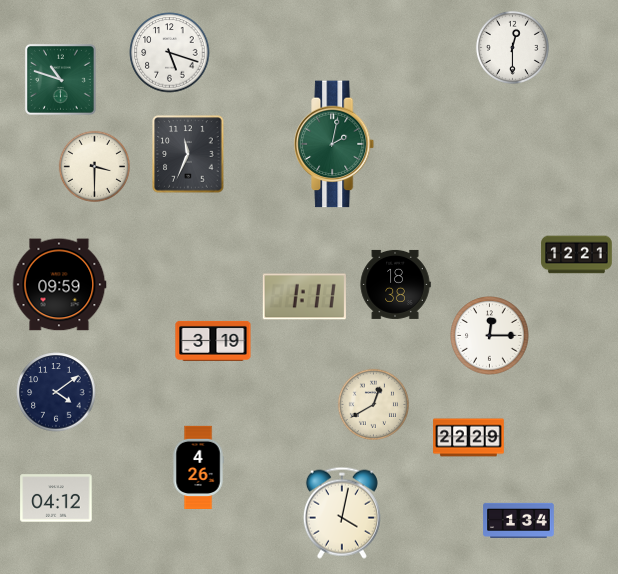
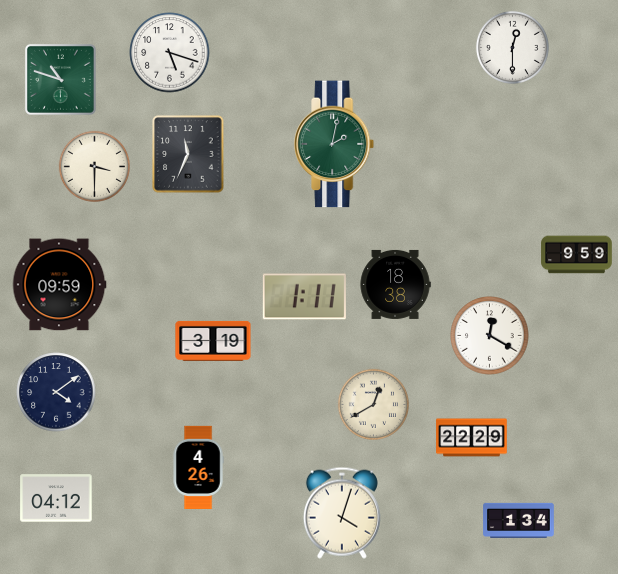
clock at (577, 255): 12:21 -> 9:59
clock at (490, 336): 12:15 -> 12:20
clock at (469, 438) position: (469, 438) -> (472, 438)
clock at (342, 513): 4:02 -> 4:03
